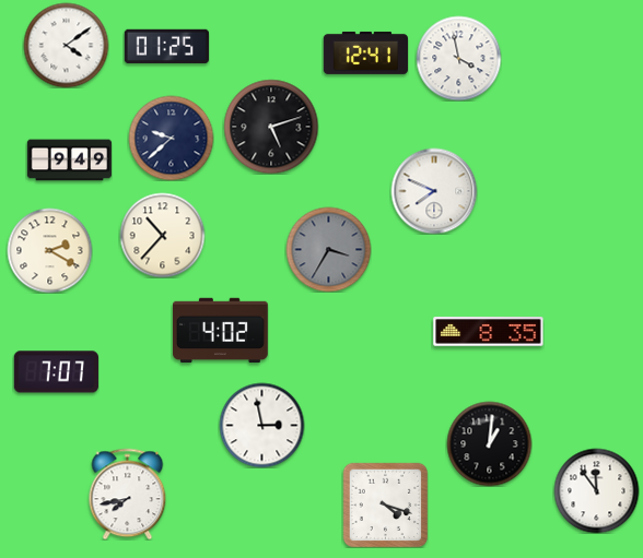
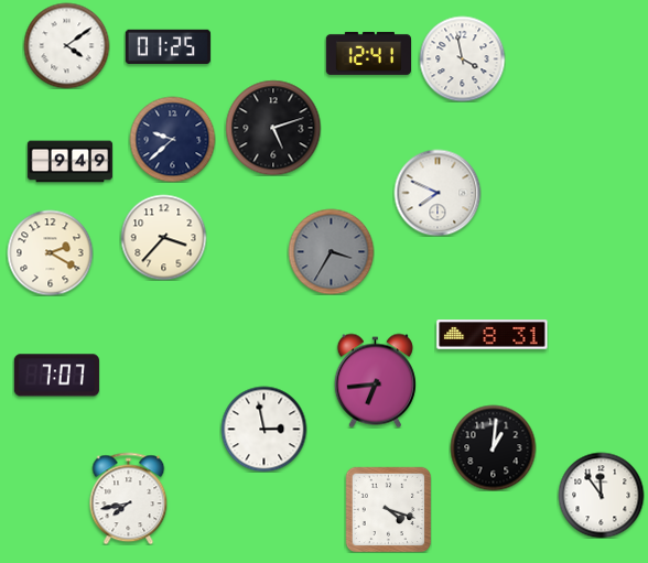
clock at (162, 235): 10:37 -> 3:37
clock at (221, 331): 4:02 -> none
clock at (489, 332): 8:35 -> 8:31
clock at (375, 380): none -> 6:44
